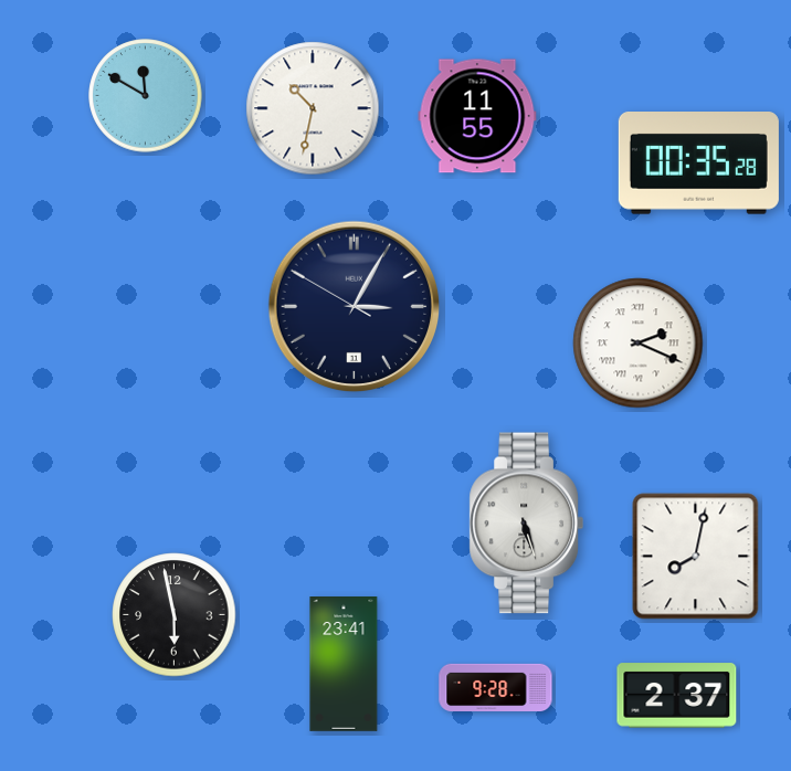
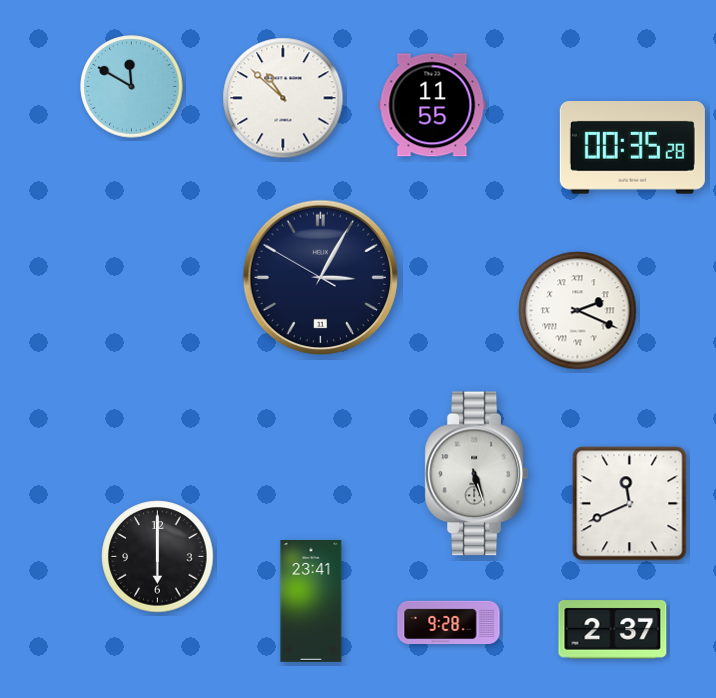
clock at (313, 108): 10:32 -> 10:52
clock at (696, 557): 8:02 -> 11:41
clock at (175, 615): 5:58 -> 6:00
